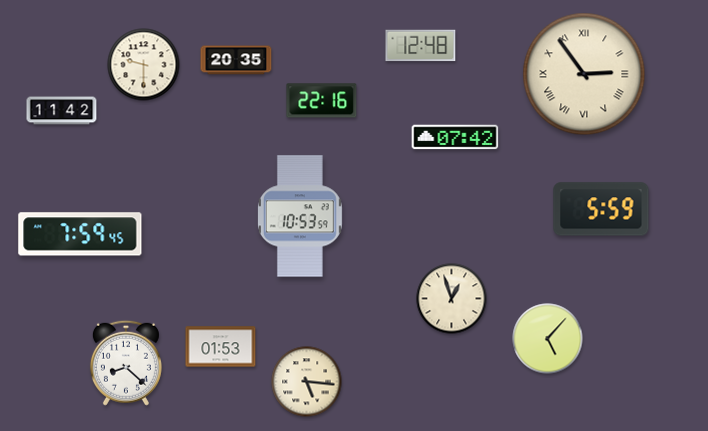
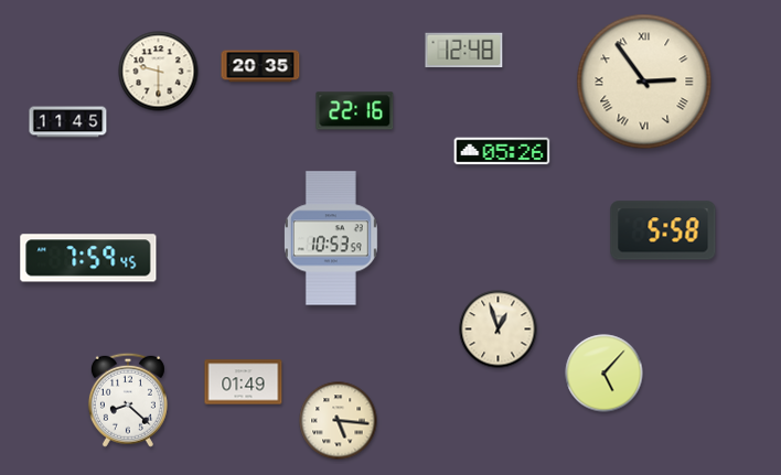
clock at (62, 111): 11:42 -> 11:45
clock at (455, 137): 07:42 -> 05:26
clock at (601, 209): 5:59 -> 5:58
clock at (221, 347): 01:53 -> 01:49
clock at (126, 363) position: (126, 363) -> (128, 400)
